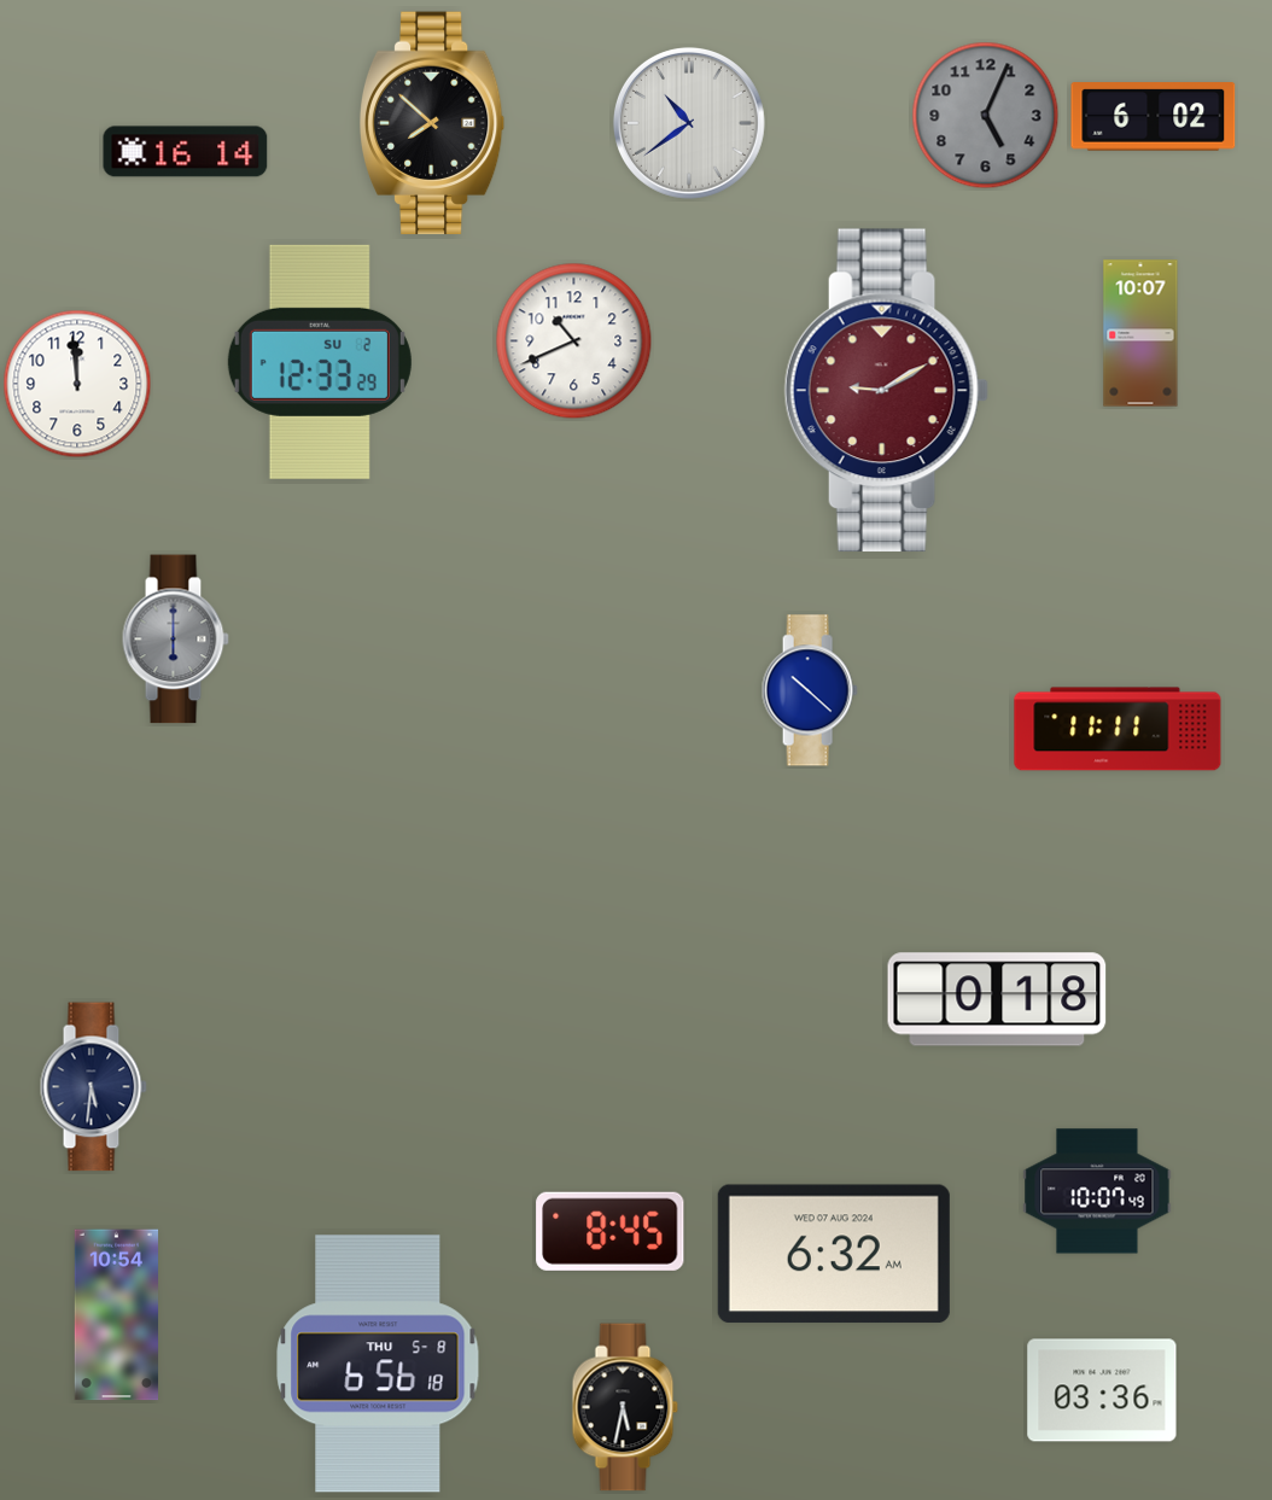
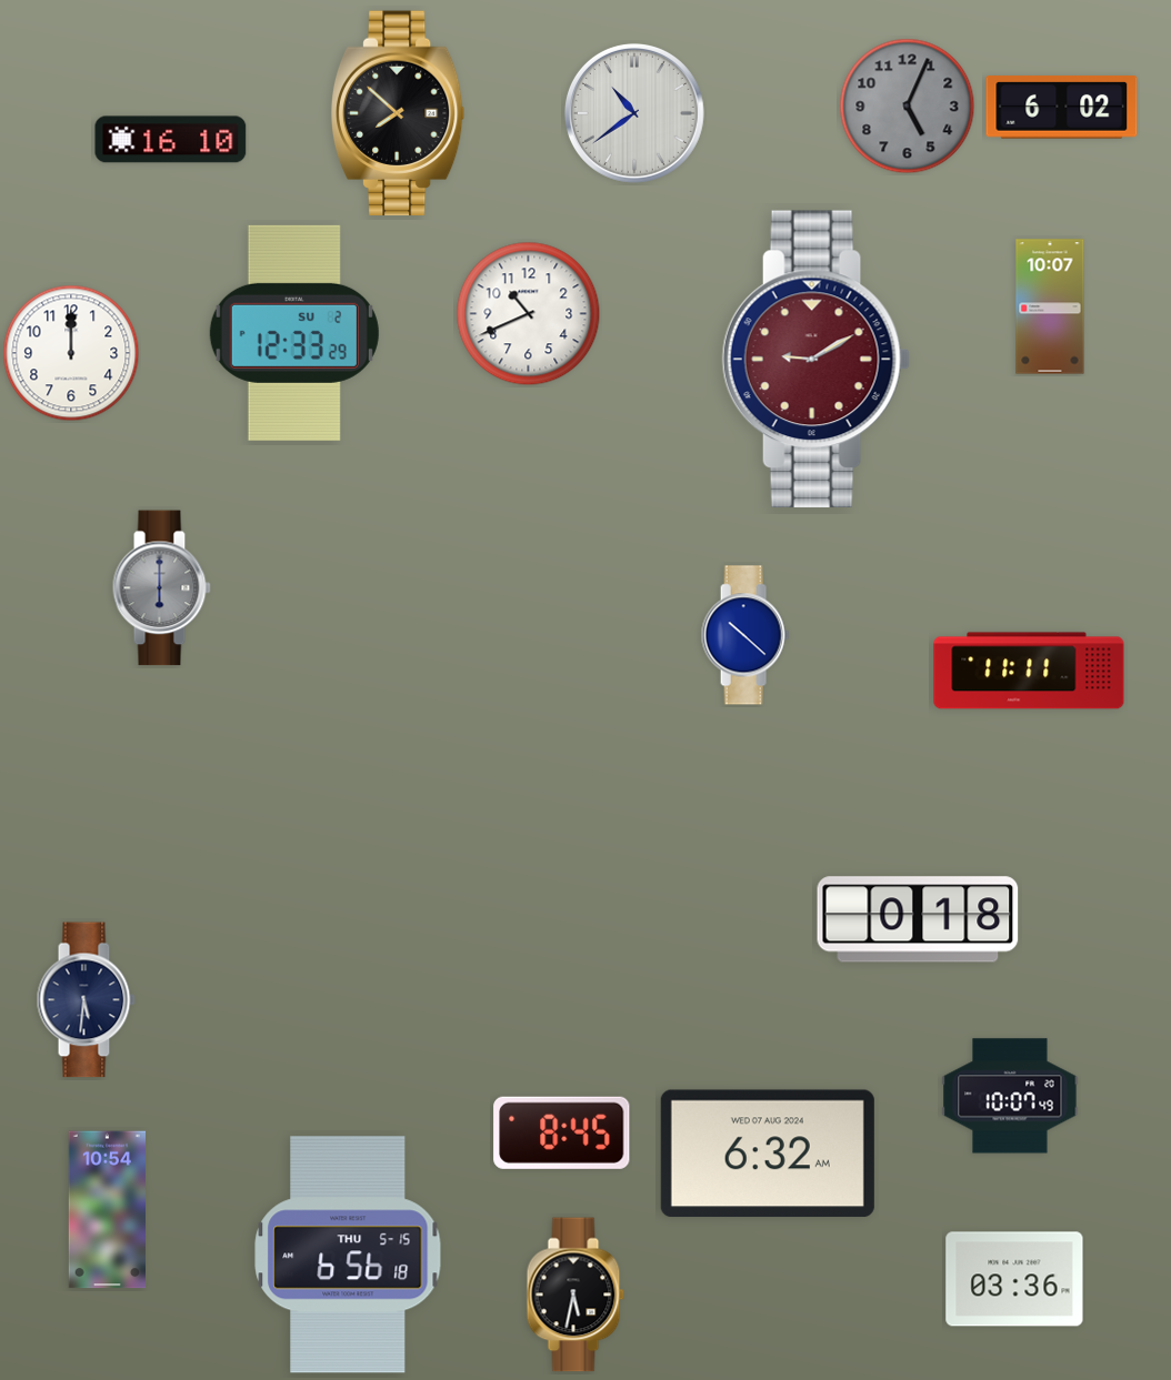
clock at (186, 152): 16:14 -> 16:10
clock at (77, 384): 11:59 -> 12:00
clock at (378, 1364) date: THU 5-8 -> THU 5-15
